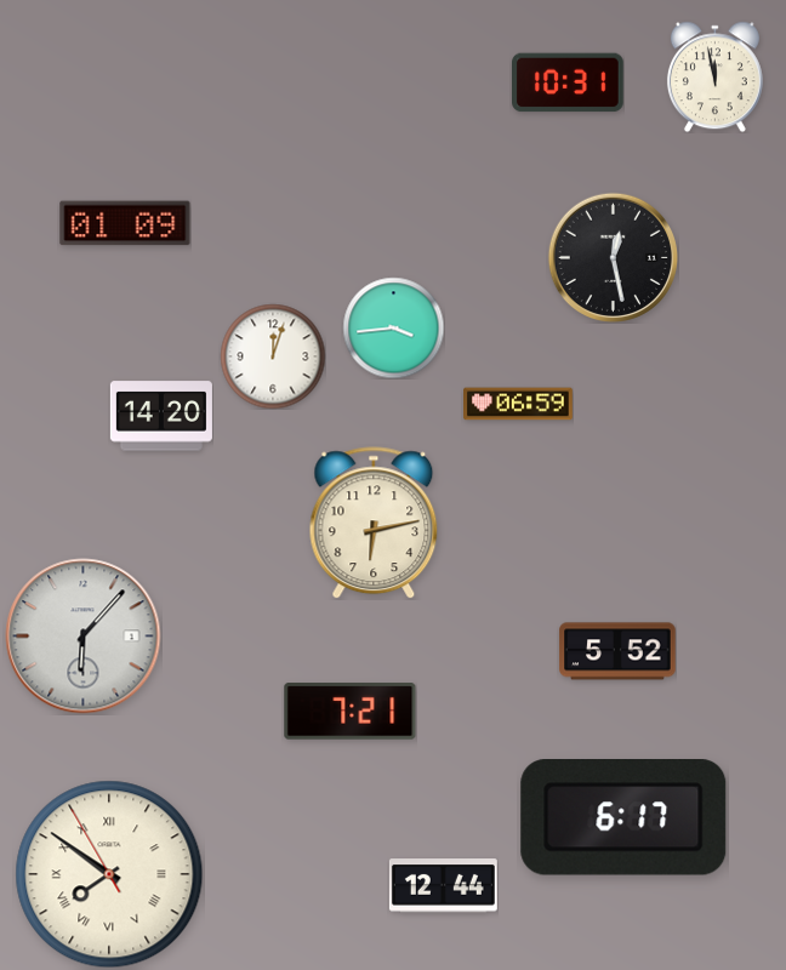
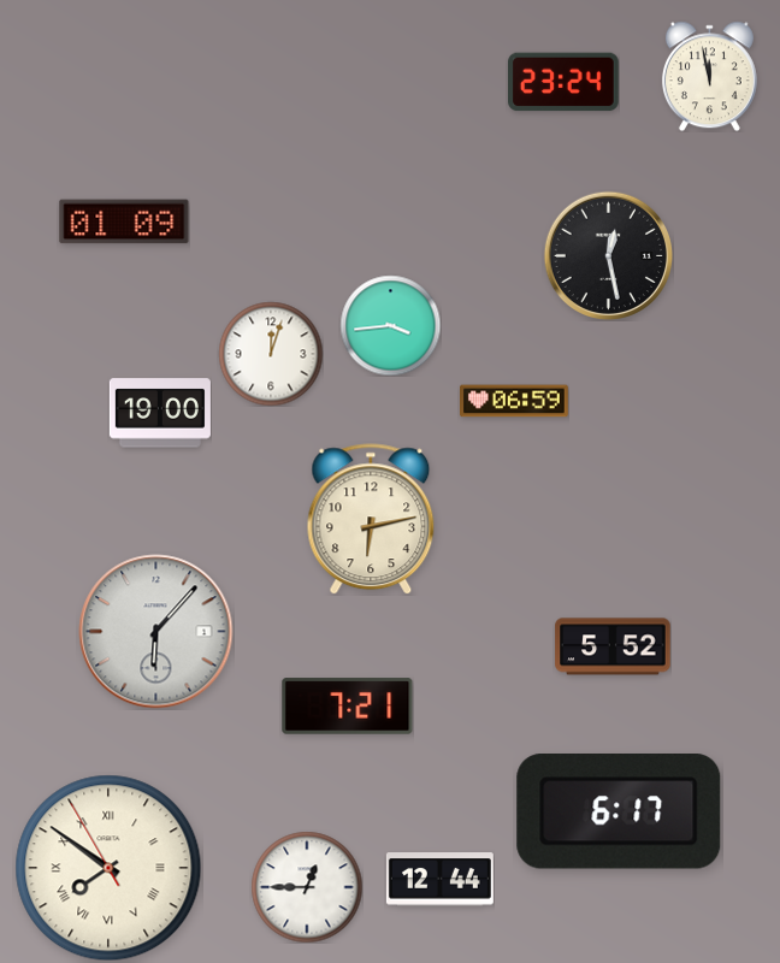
clock at (569, 82): 10:31 -> 23:24
clock at (161, 416): 14:20 -> 19:00
clock at (84, 637) position: (84, 637) -> (156, 632)
clock at (307, 887): none -> 12:45
